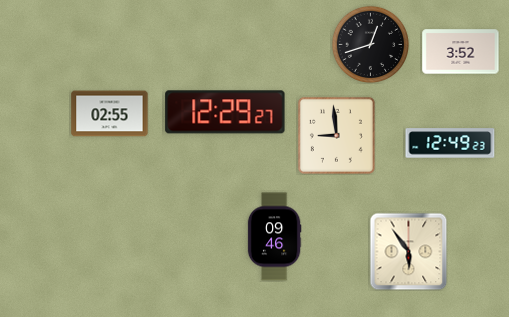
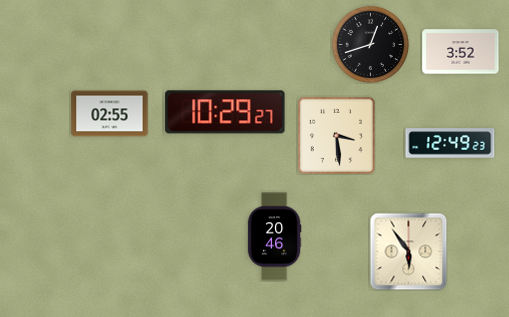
clock at (225, 112): 12:29 -> 10:29
clock at (336, 135): 8:59 -> 3:29
clock at (274, 237): 09:46 -> 20:46
